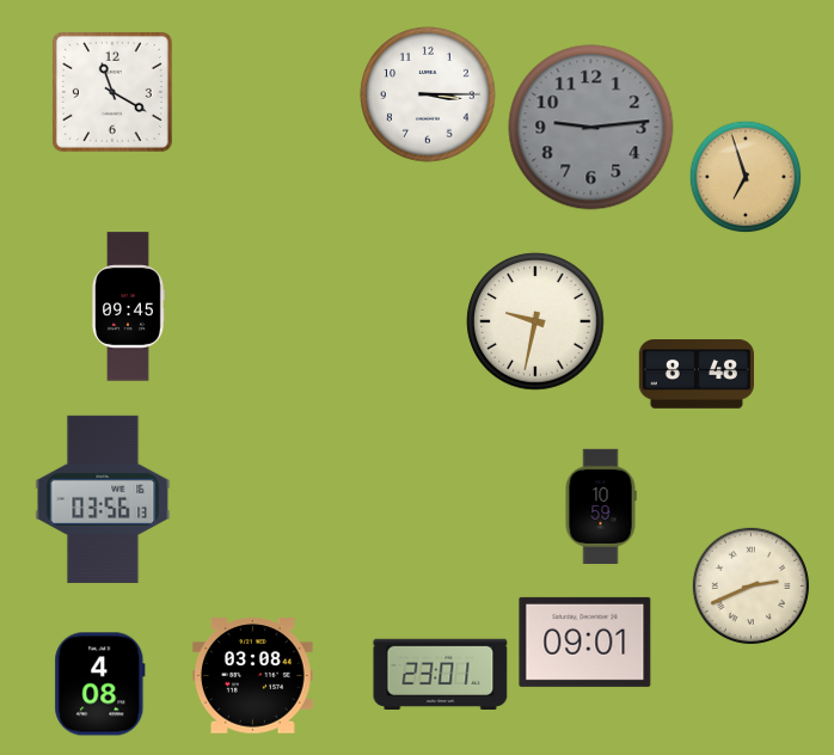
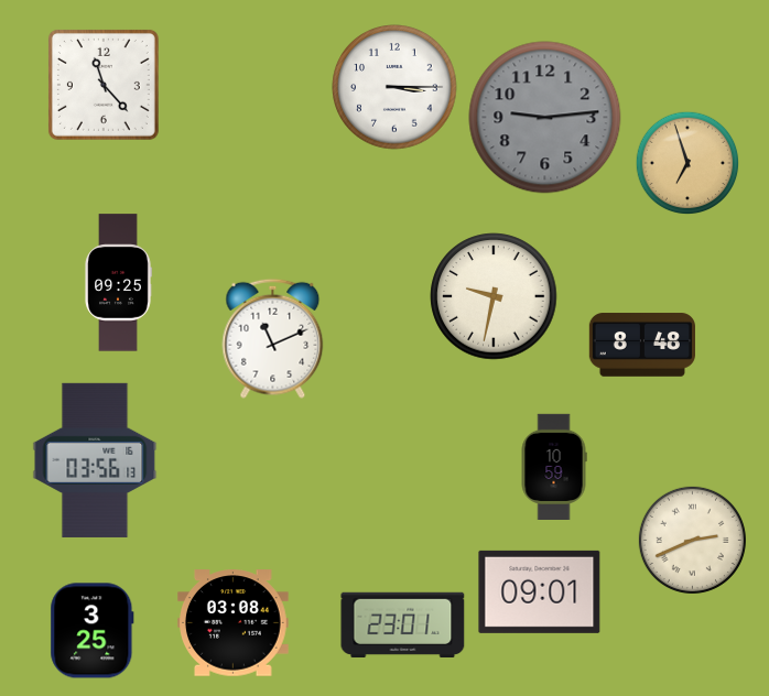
clock at (112, 92): 11:20 -> 11:23
clock at (128, 307): 09:45 -> 09:25
clock at (273, 338): none -> 11:11
clock at (441, 674) position: (441, 674) -> (403, 624)
clock at (100, 685): 4:08 -> 3:25
